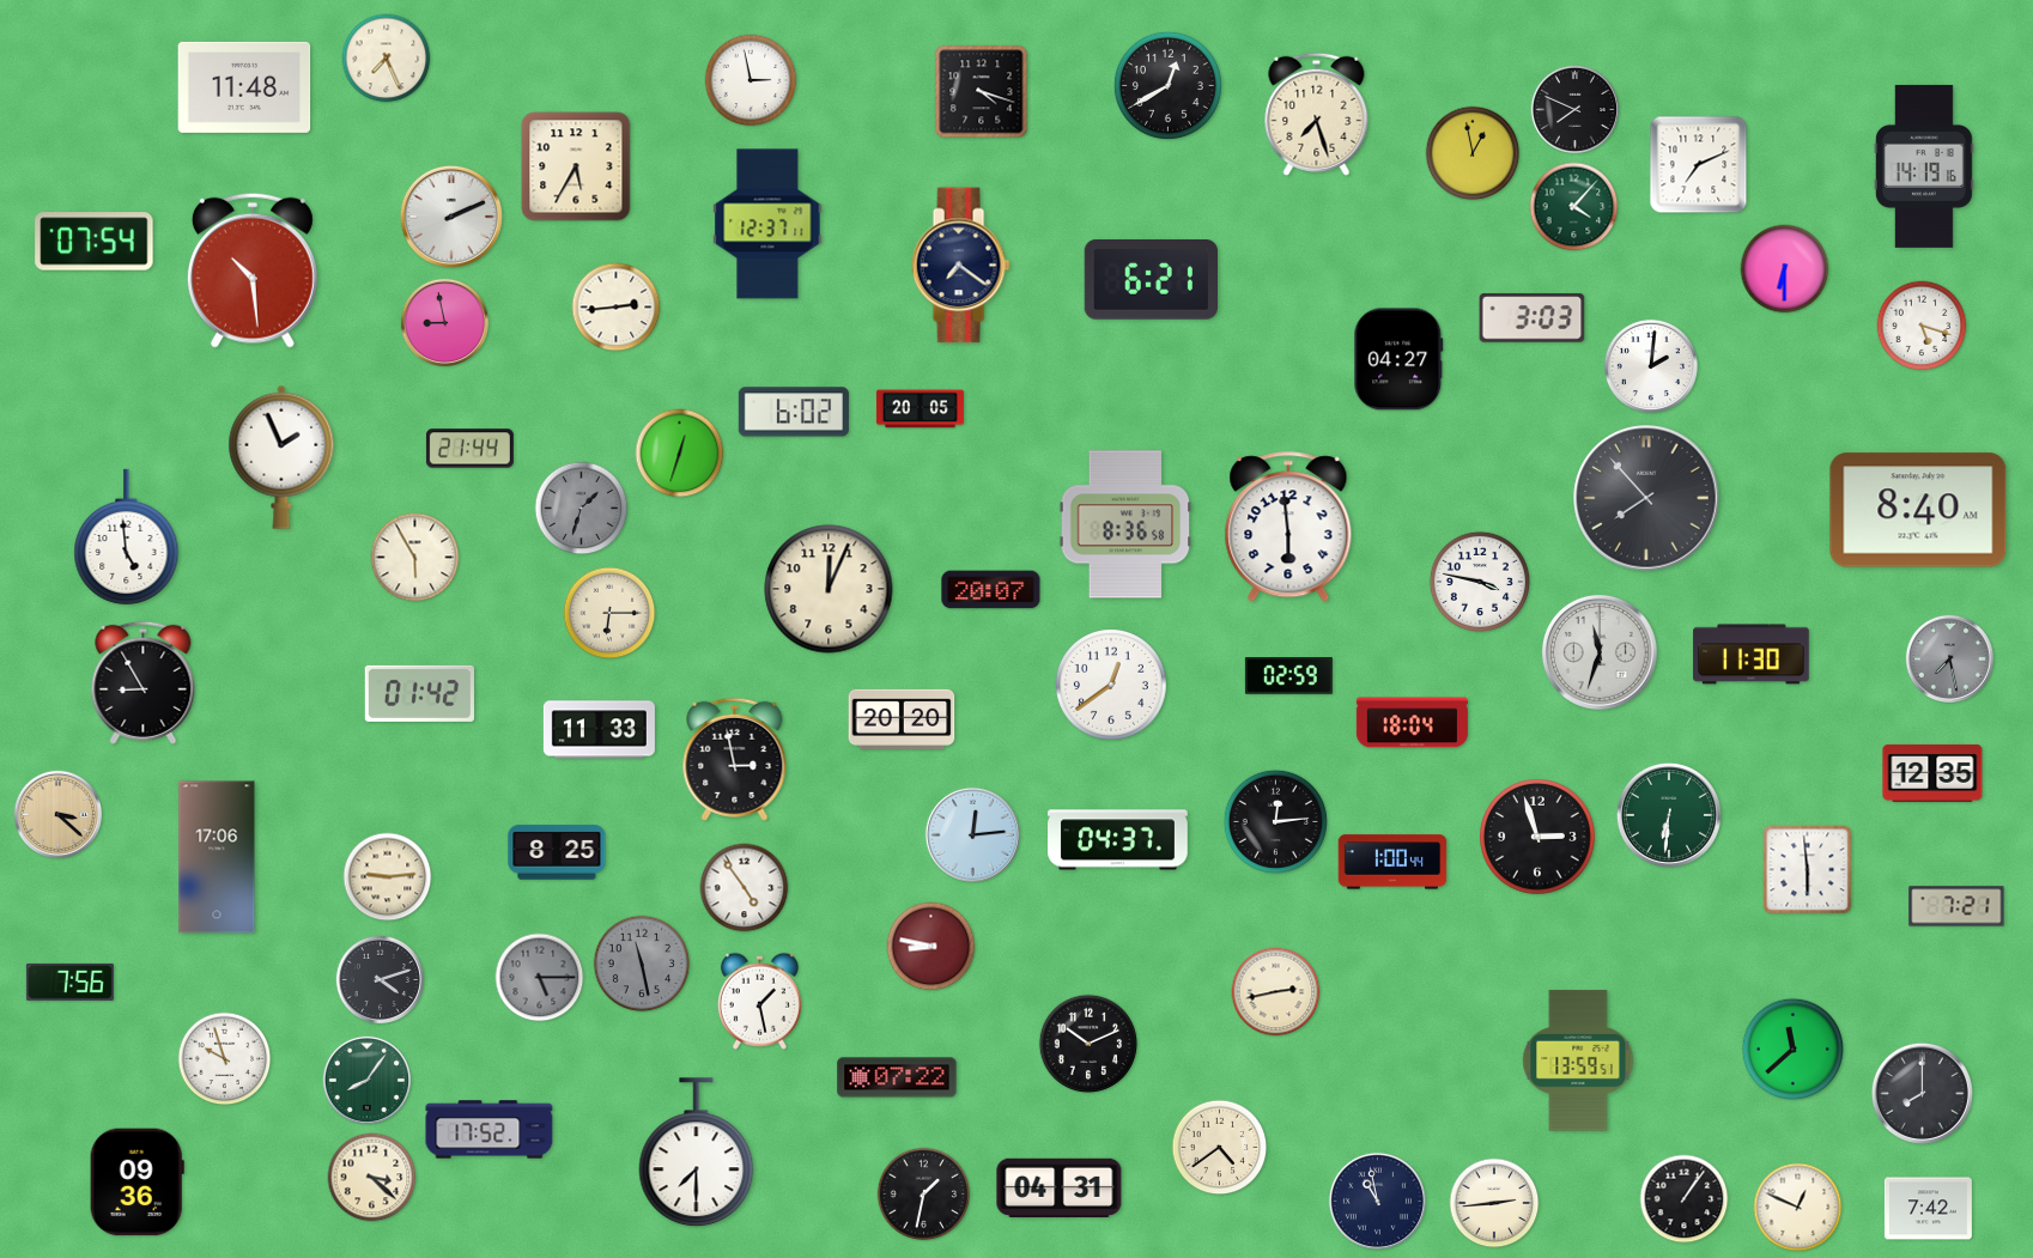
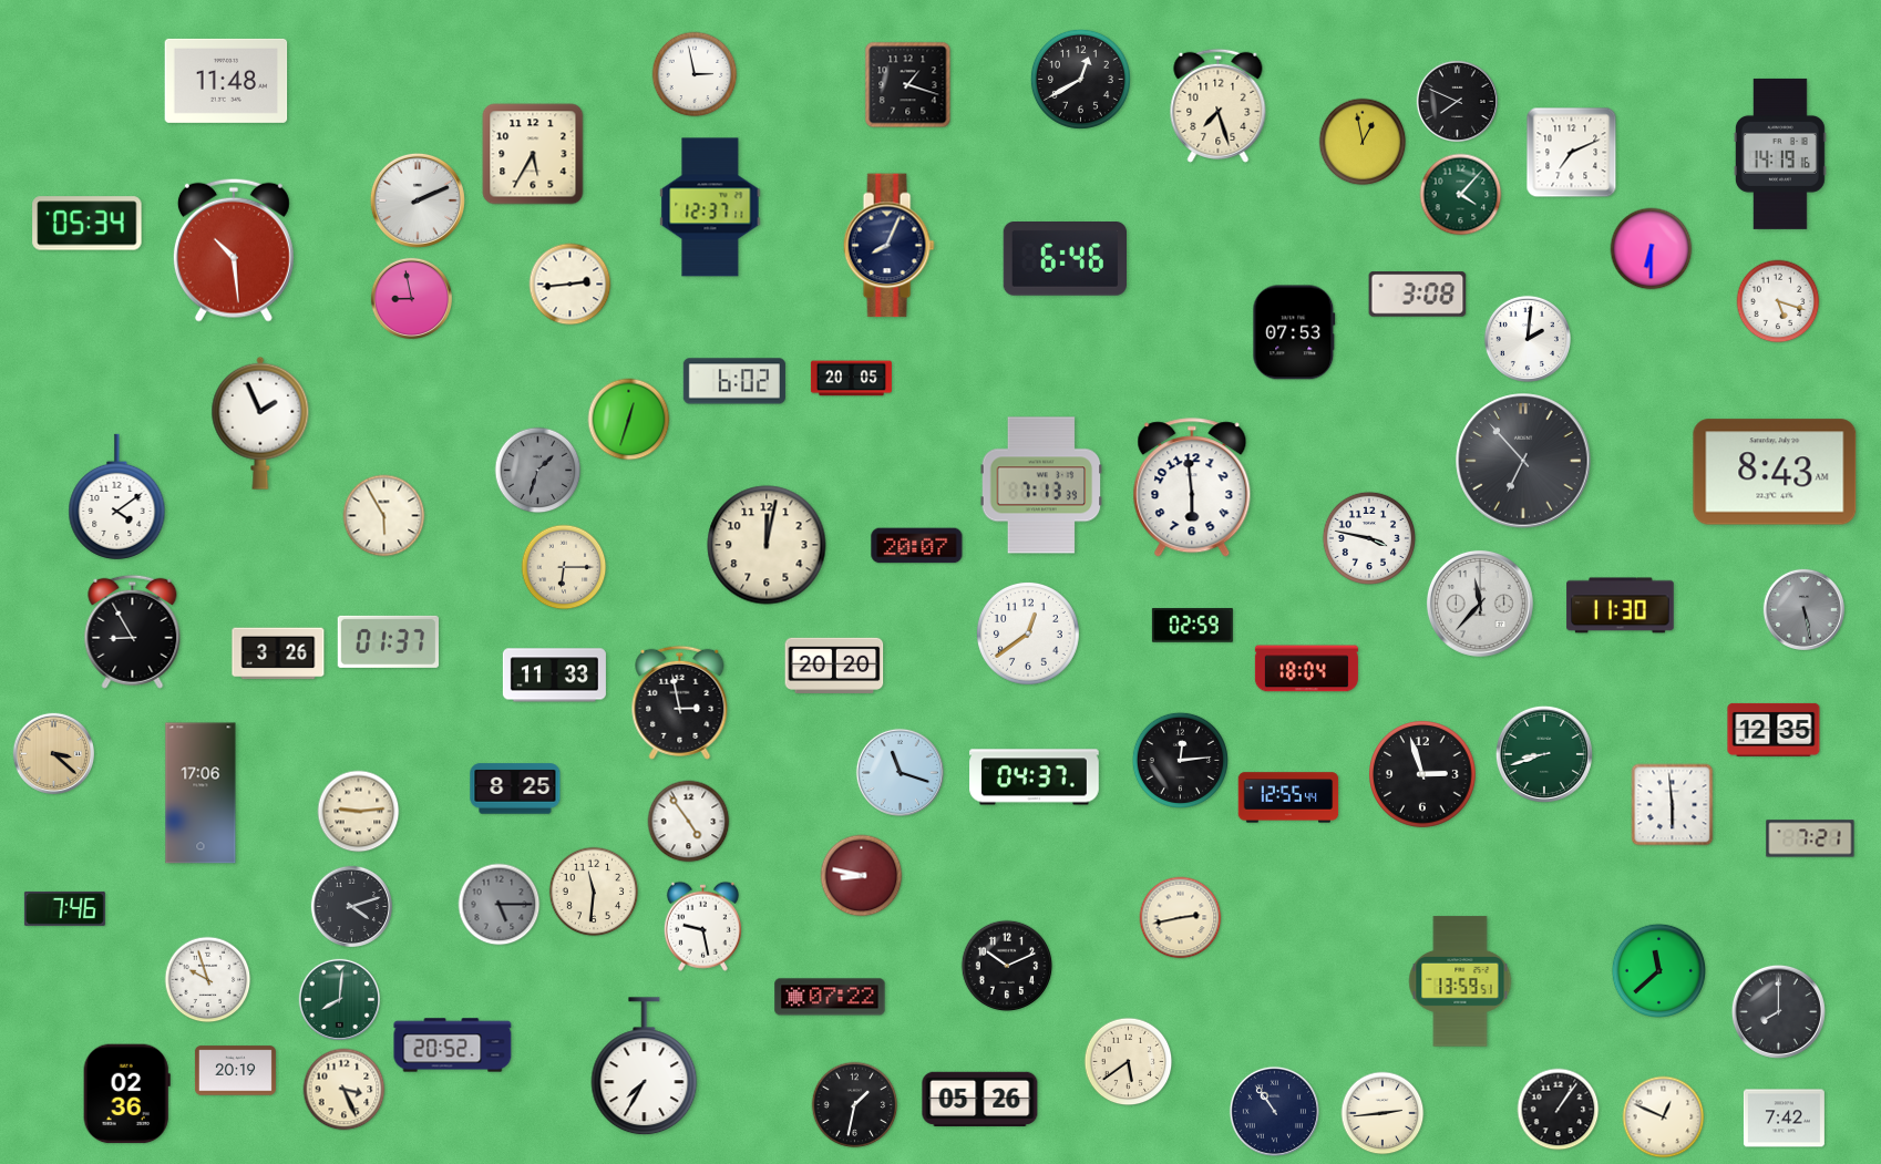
clock at (387, 59): 7:26 -> none
clock at (982, 92): 4:18 -> 1:18
clock at (1574, 207) position: (1574, 207) -> (1461, 195)
clock at (95, 242): 07:54 -> 05:34
clock at (960, 266): 7:21 -> 8:04
clock at (1151, 280): 6:21 -> 6:46
clock at (1533, 318): 3:03 -> 3:08
clock at (1398, 359): 04:27 -> 07:53
clock at (469, 449): 21:44 -> none
clock at (1646, 498): 7:53 -> 6:53
clock at (1918, 510): 8:40 -> 8:43
clock at (1125, 524): 8:36 -> 7:13
clock at (127, 536): 4:59 -> 4:09
clock at (829, 589): 12:04 -> 12:02
clock at (1600, 652): 11:33 -> 11:37
clock at (1949, 658): 7:28 -> 5:28
clock at (419, 693): 01:42 -> 01:37
clock at (278, 653): none -> 3:26
clock at (1932, 773) position: (1932, 773) -> (1774, 730)
clock at (1669, 815): 6:31 -> 8:42
clock at (972, 834): 12:14 -> 11:18
clock at (1392, 862): 1:00 -> 12:55
clock at (642, 964): 11:28 -> 11:31
clock at (642, 964) dial: grey -> cream
clock at (69, 982): 7:56 -> 7:46
clock at (759, 1001): 1:28 -> 9:28
clock at (366, 1080): 8:06 -> 8:01
clock at (490, 1130): 17:52 -> 20:52
clock at (1220, 1148): 4:39 -> 5:39
clock at (697, 1153): 7:30 -> 7:35
clock at (235, 1071): none -> 20:19
clock at (372, 1178): 3:22 -> 3:26
clock at (136, 1183): 09:36 -> 02:36
clock at (1060, 1187): 04:31 -> 05:26
clock at (1377, 1201): 10:58 -> 10:54
